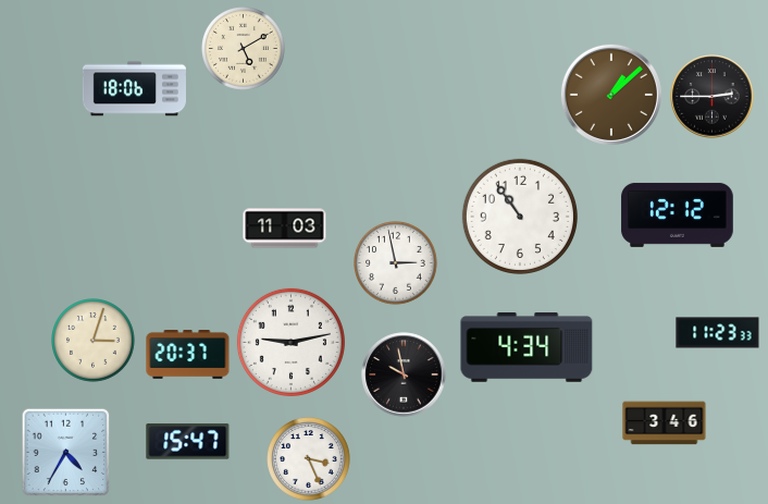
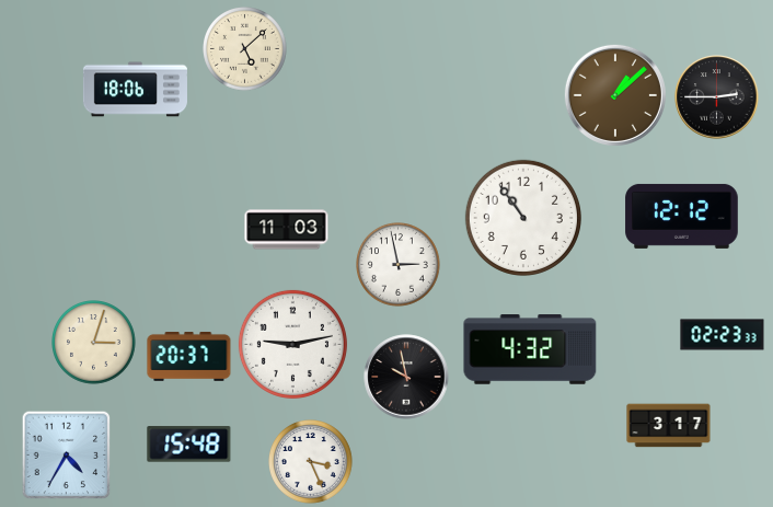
clock at (244, 49): 5:10 -> 5:08
clock at (718, 333): 11:23 -> 02:23
clock at (527, 348): 4:34 -> 4:32
clock at (665, 423): 3:46 -> 3:17
clock at (188, 442): 15:47 -> 15:48
